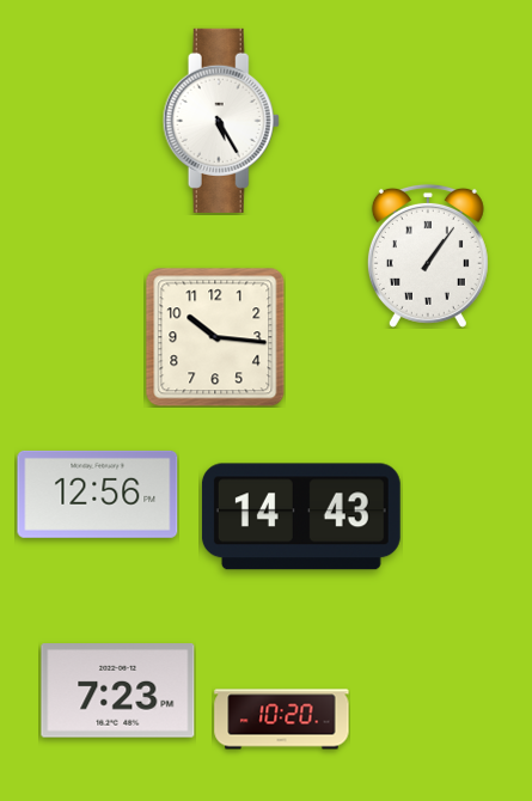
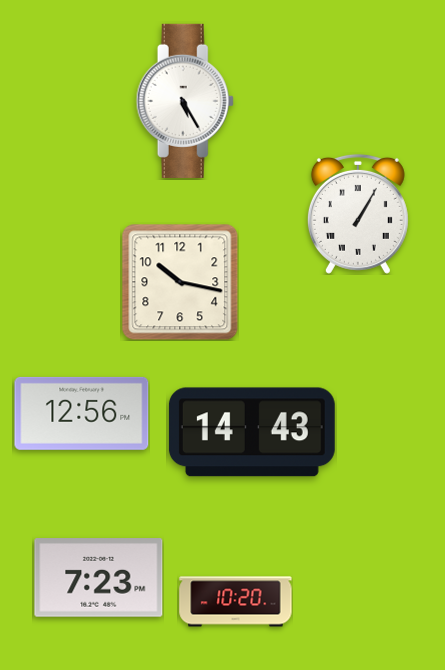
clock at (428, 256): 1:06 -> 1:05
clock at (215, 337): 10:16 -> 10:17
